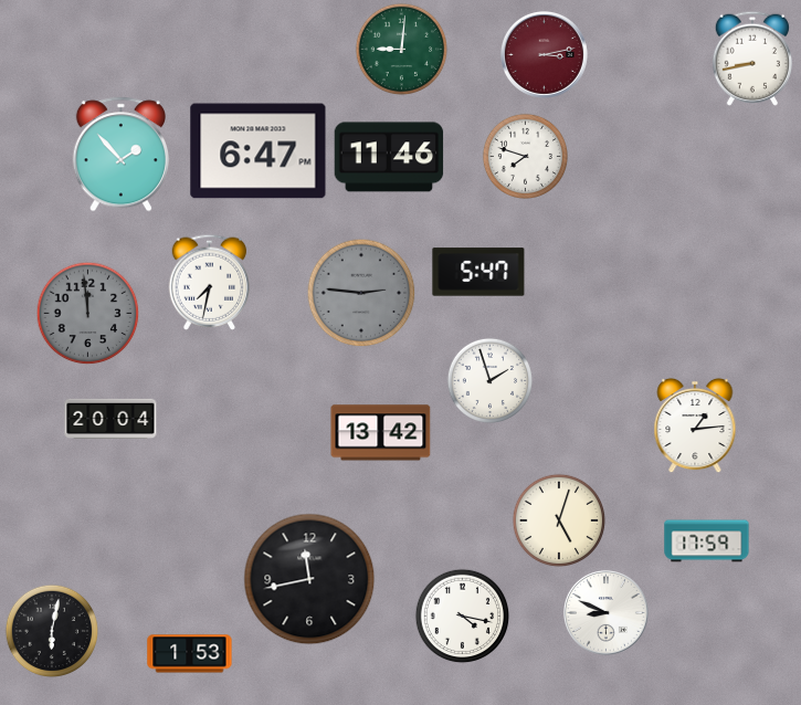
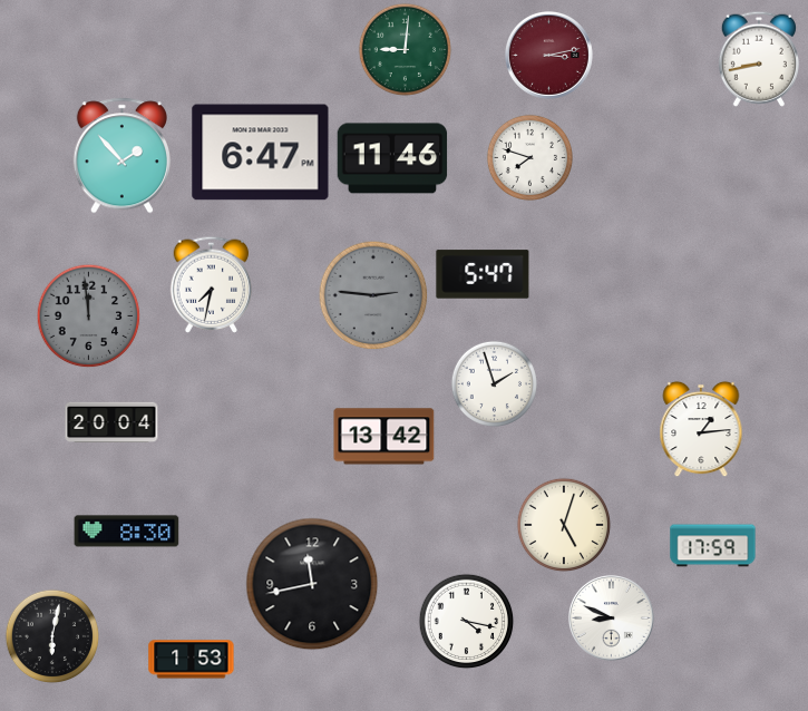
clock at (361, 293) position: (361, 293) -> (373, 295)
clock at (127, 532): none -> 8:30
